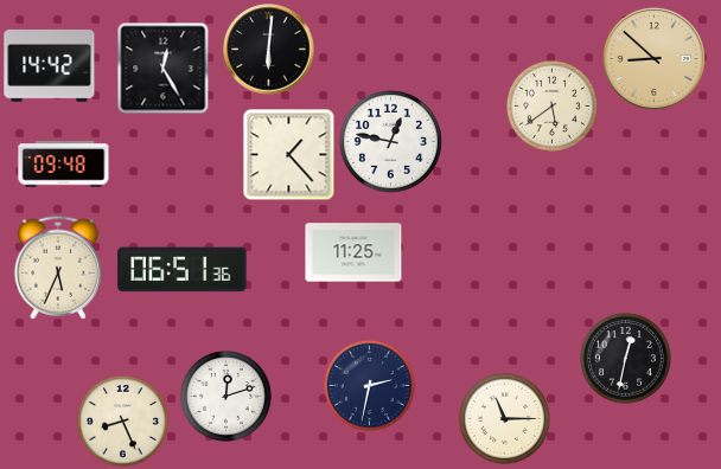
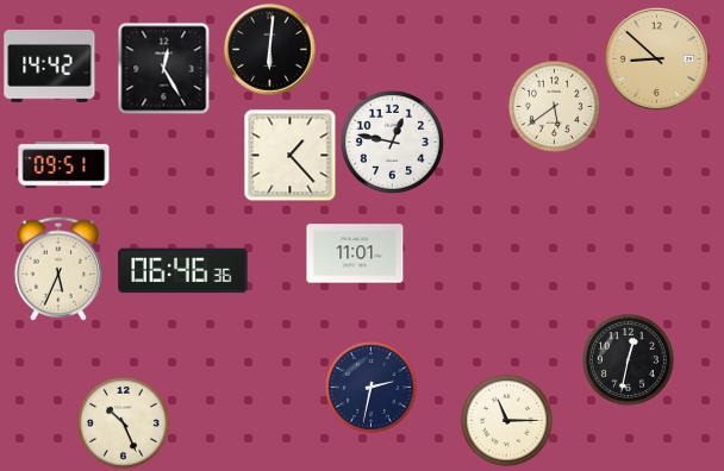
clock at (64, 165): 09:48 -> 09:51
clock at (353, 252): 11:25 -> 11:01
clock at (183, 270): 06:51 -> 06:46
clock at (225, 396): 12:12 -> none
clock at (122, 420): 8:26 -> 10:26
